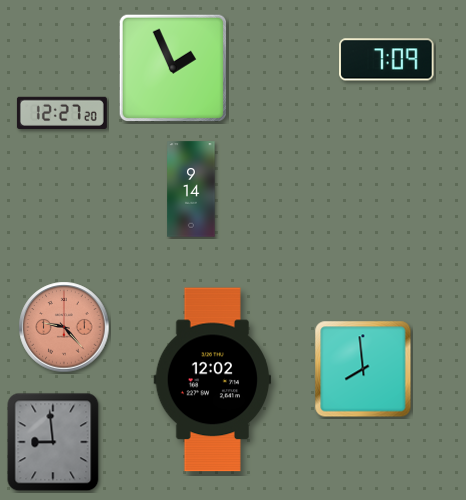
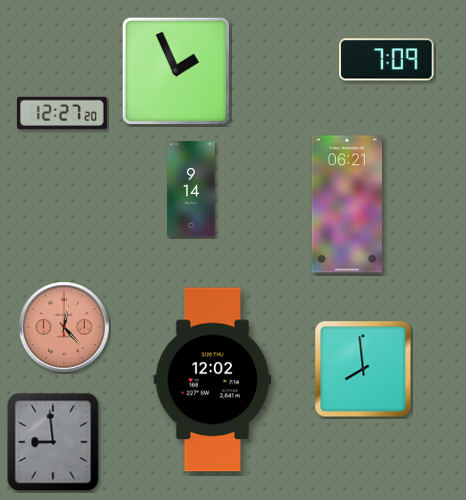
clock at (172, 67) position: (172, 67) -> (175, 70)
clock at (347, 204): none -> 06:21
clock at (64, 327): 9:23 -> 12:23
